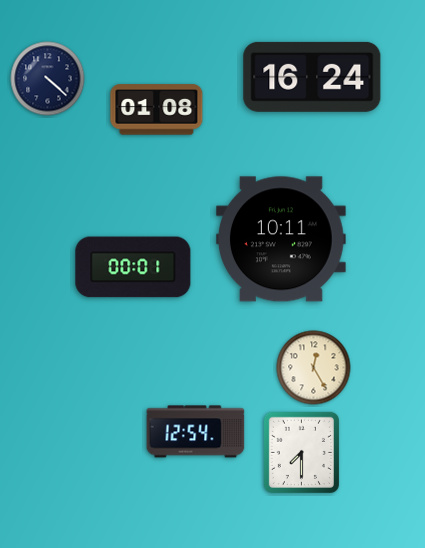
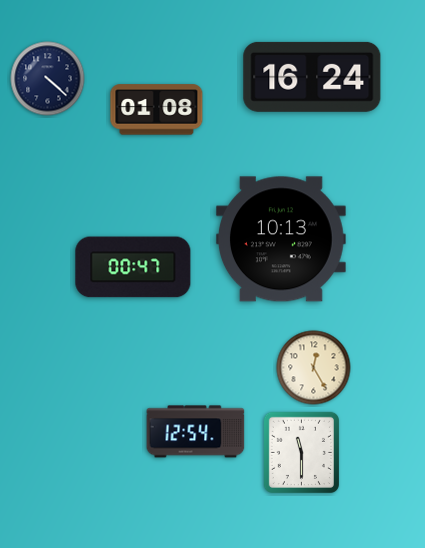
clock at (281, 239): 10:11 -> 10:13
clock at (133, 267): 00:01 -> 00:47
clock at (301, 452): 7:30 -> 11:30
